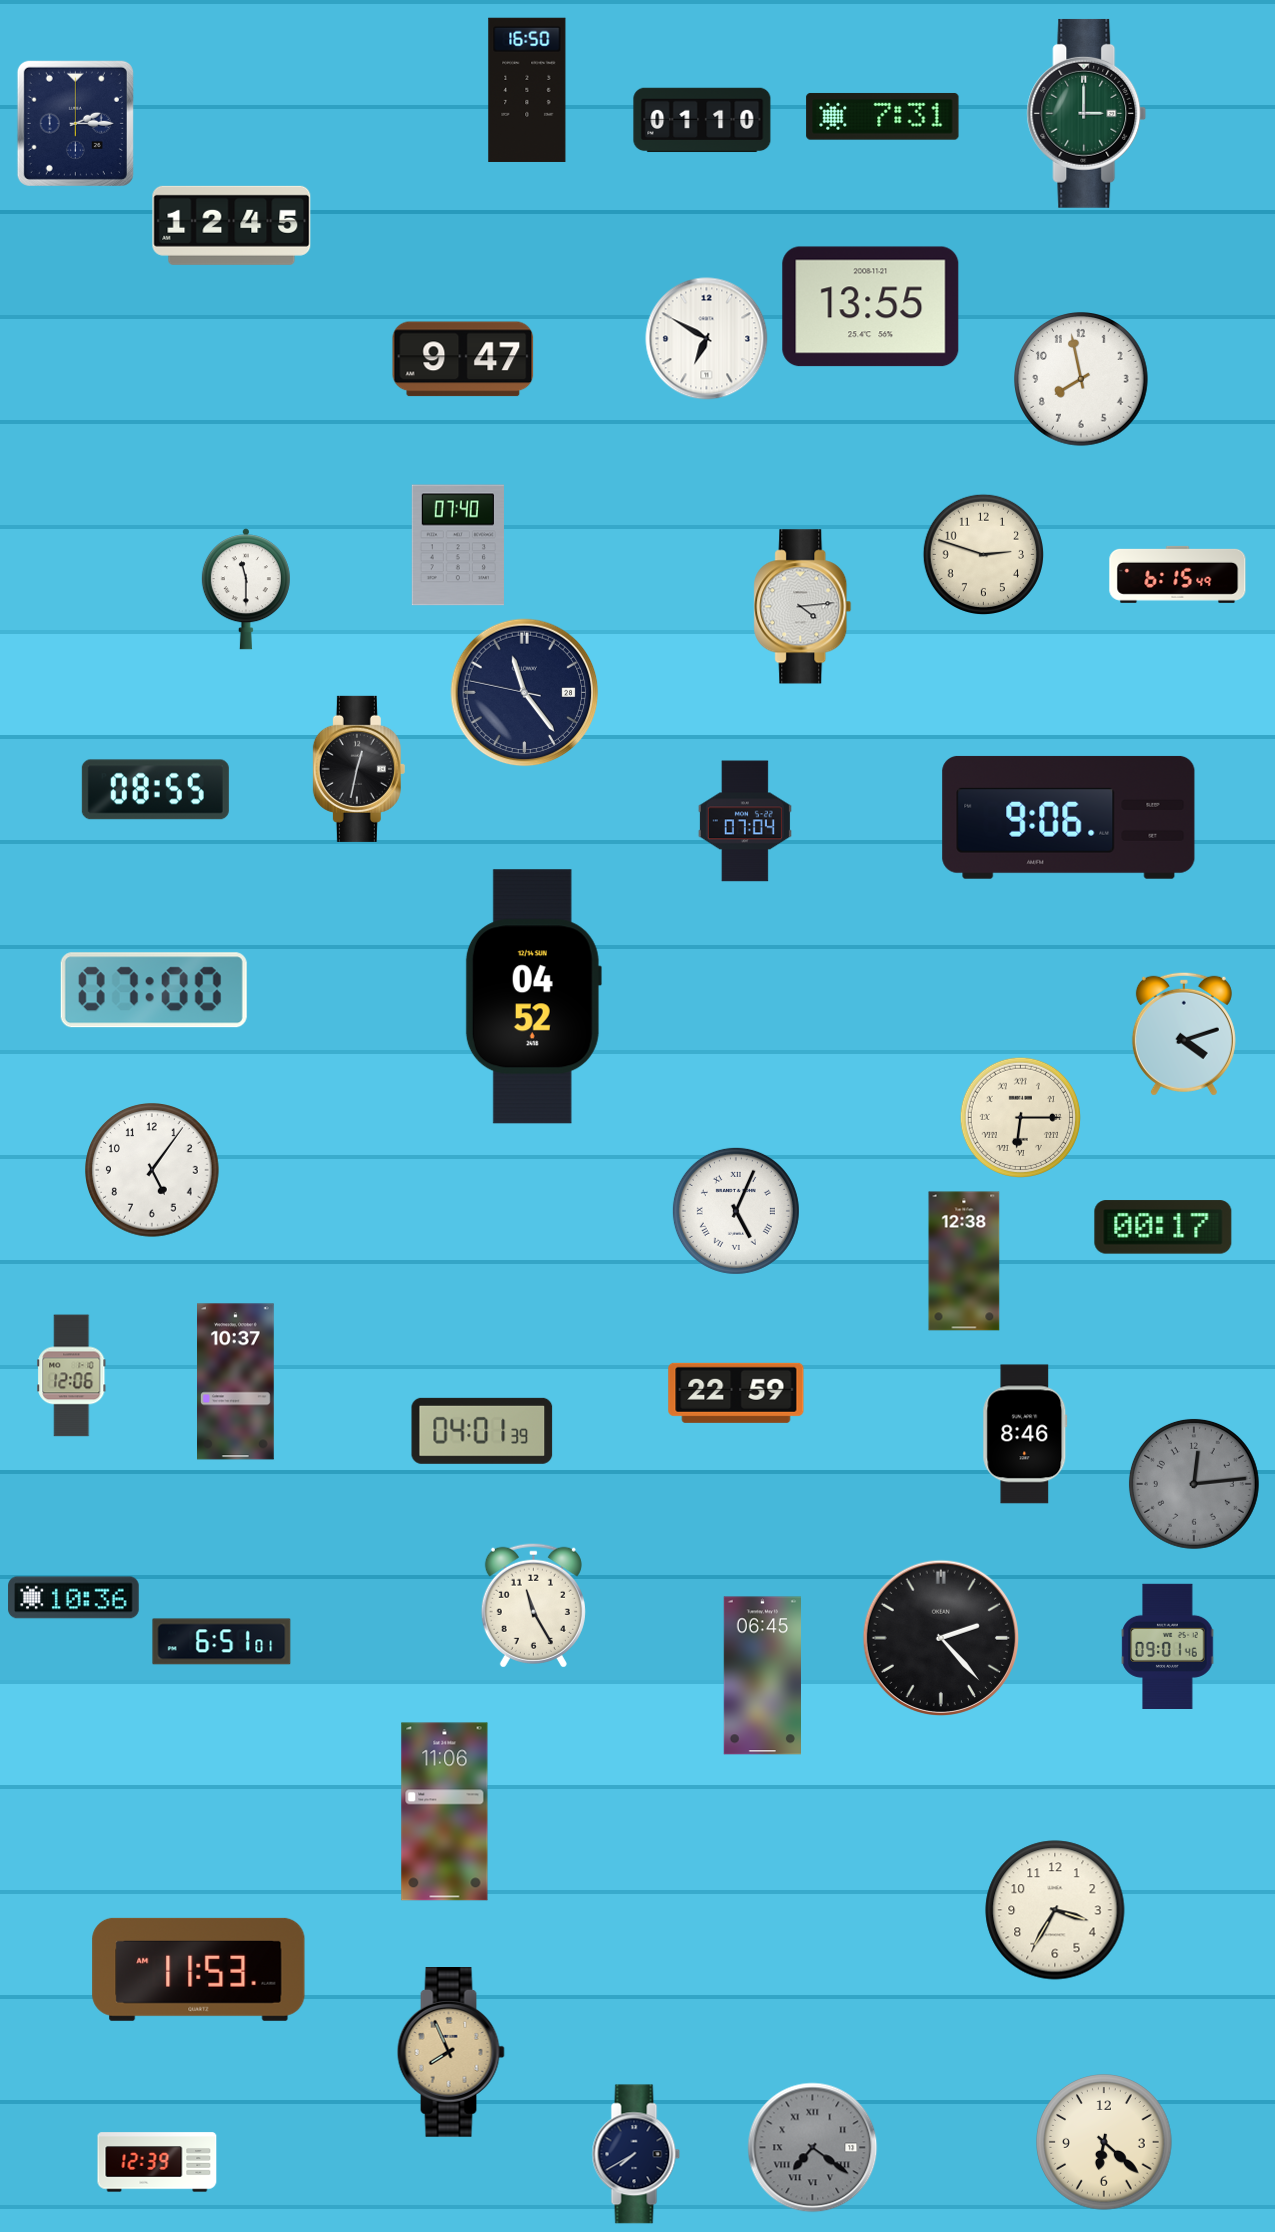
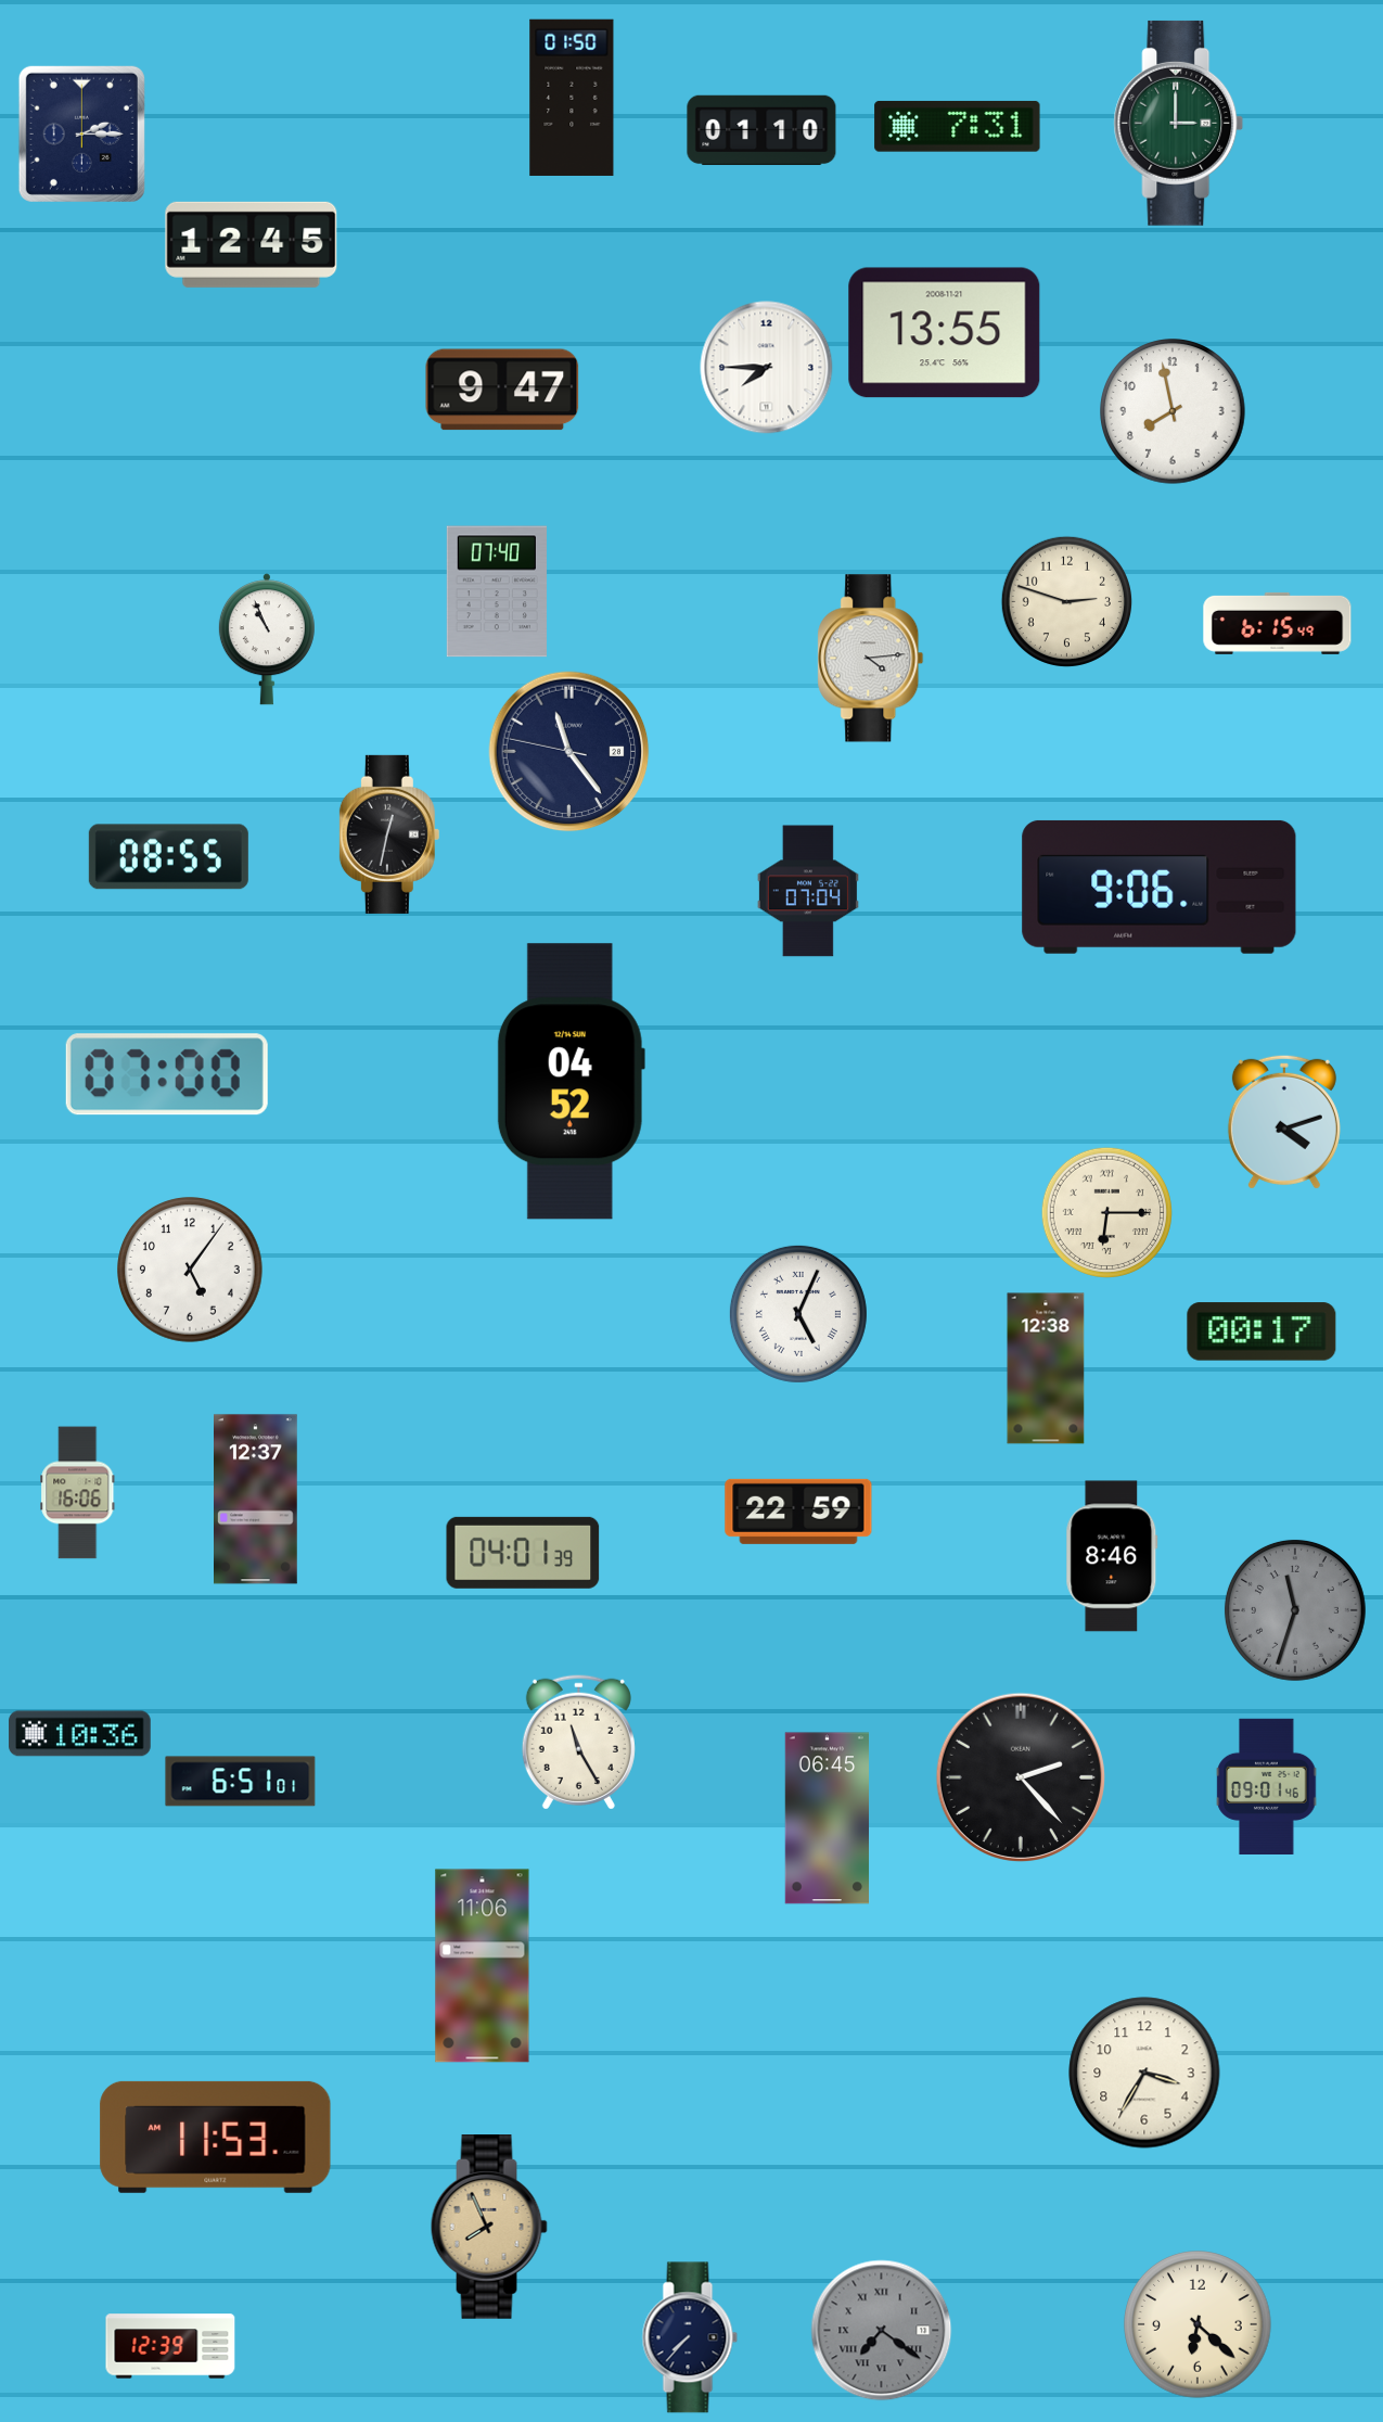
clock at (527, 90): 16:50 -> 01:50
clock at (707, 339): 6:50 -> 7:45
clock at (246, 589): 11:30 -> 10:56
clock at (533, 997) position: (533, 997) -> (571, 1082)
clock at (153, 1171) position: (153, 1171) -> (191, 1271)
clock at (72, 1376): 12:06 -> 16:06
clock at (236, 1382): 10:37 -> 12:37
clock at (1194, 1484): 12:14 -> 11:33
clock at (636, 2154): 7:40 -> 7:37
